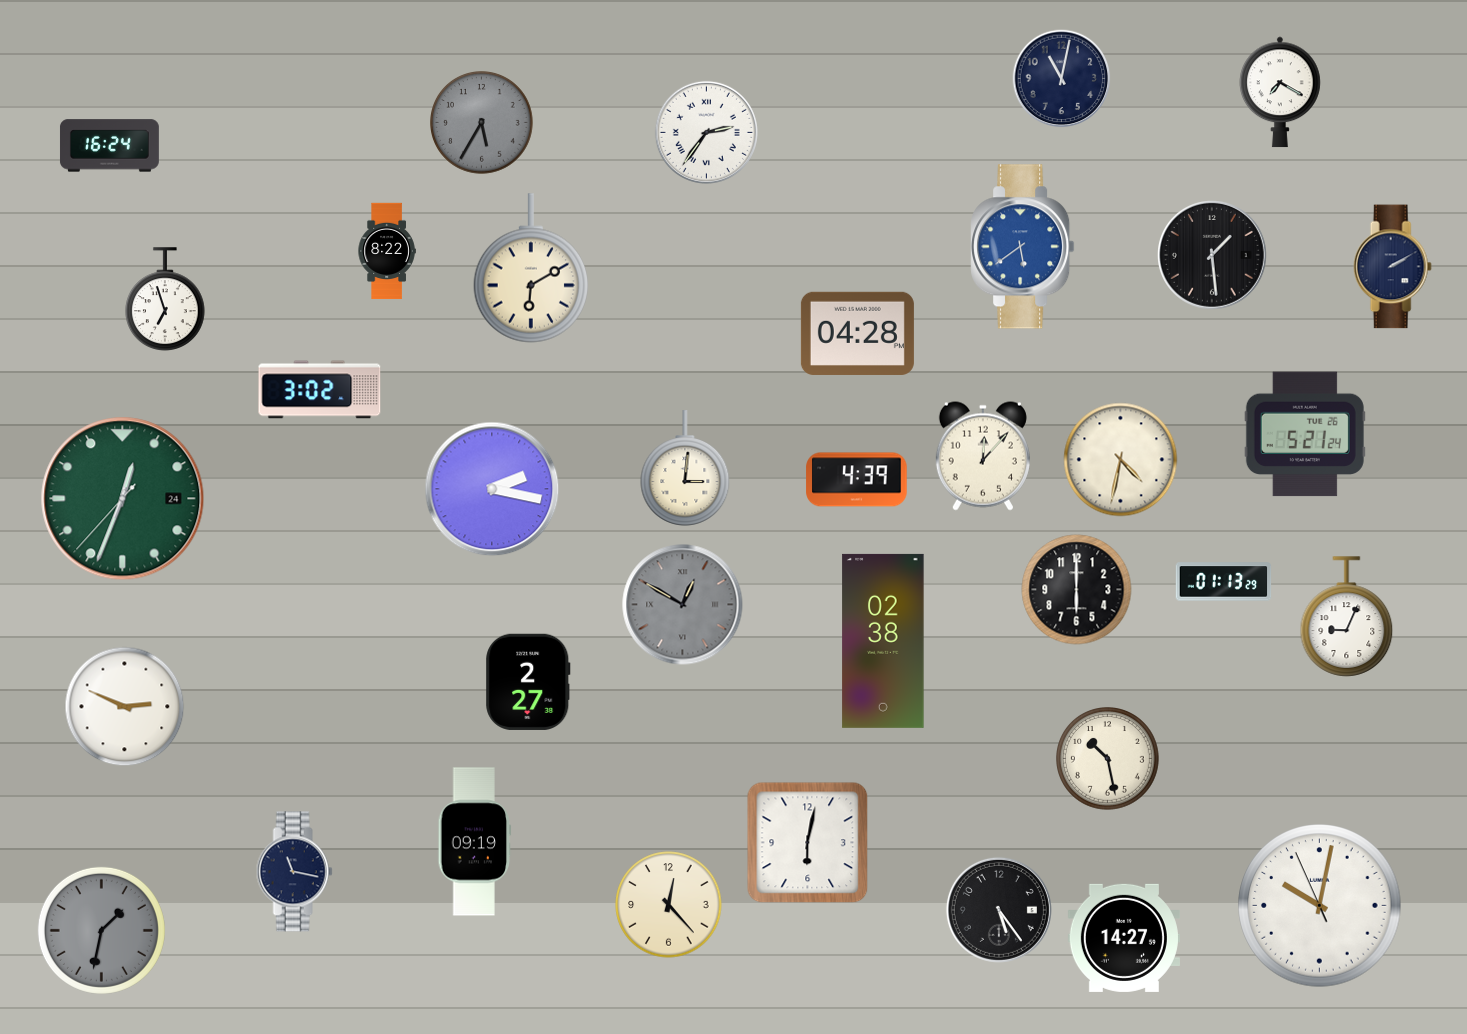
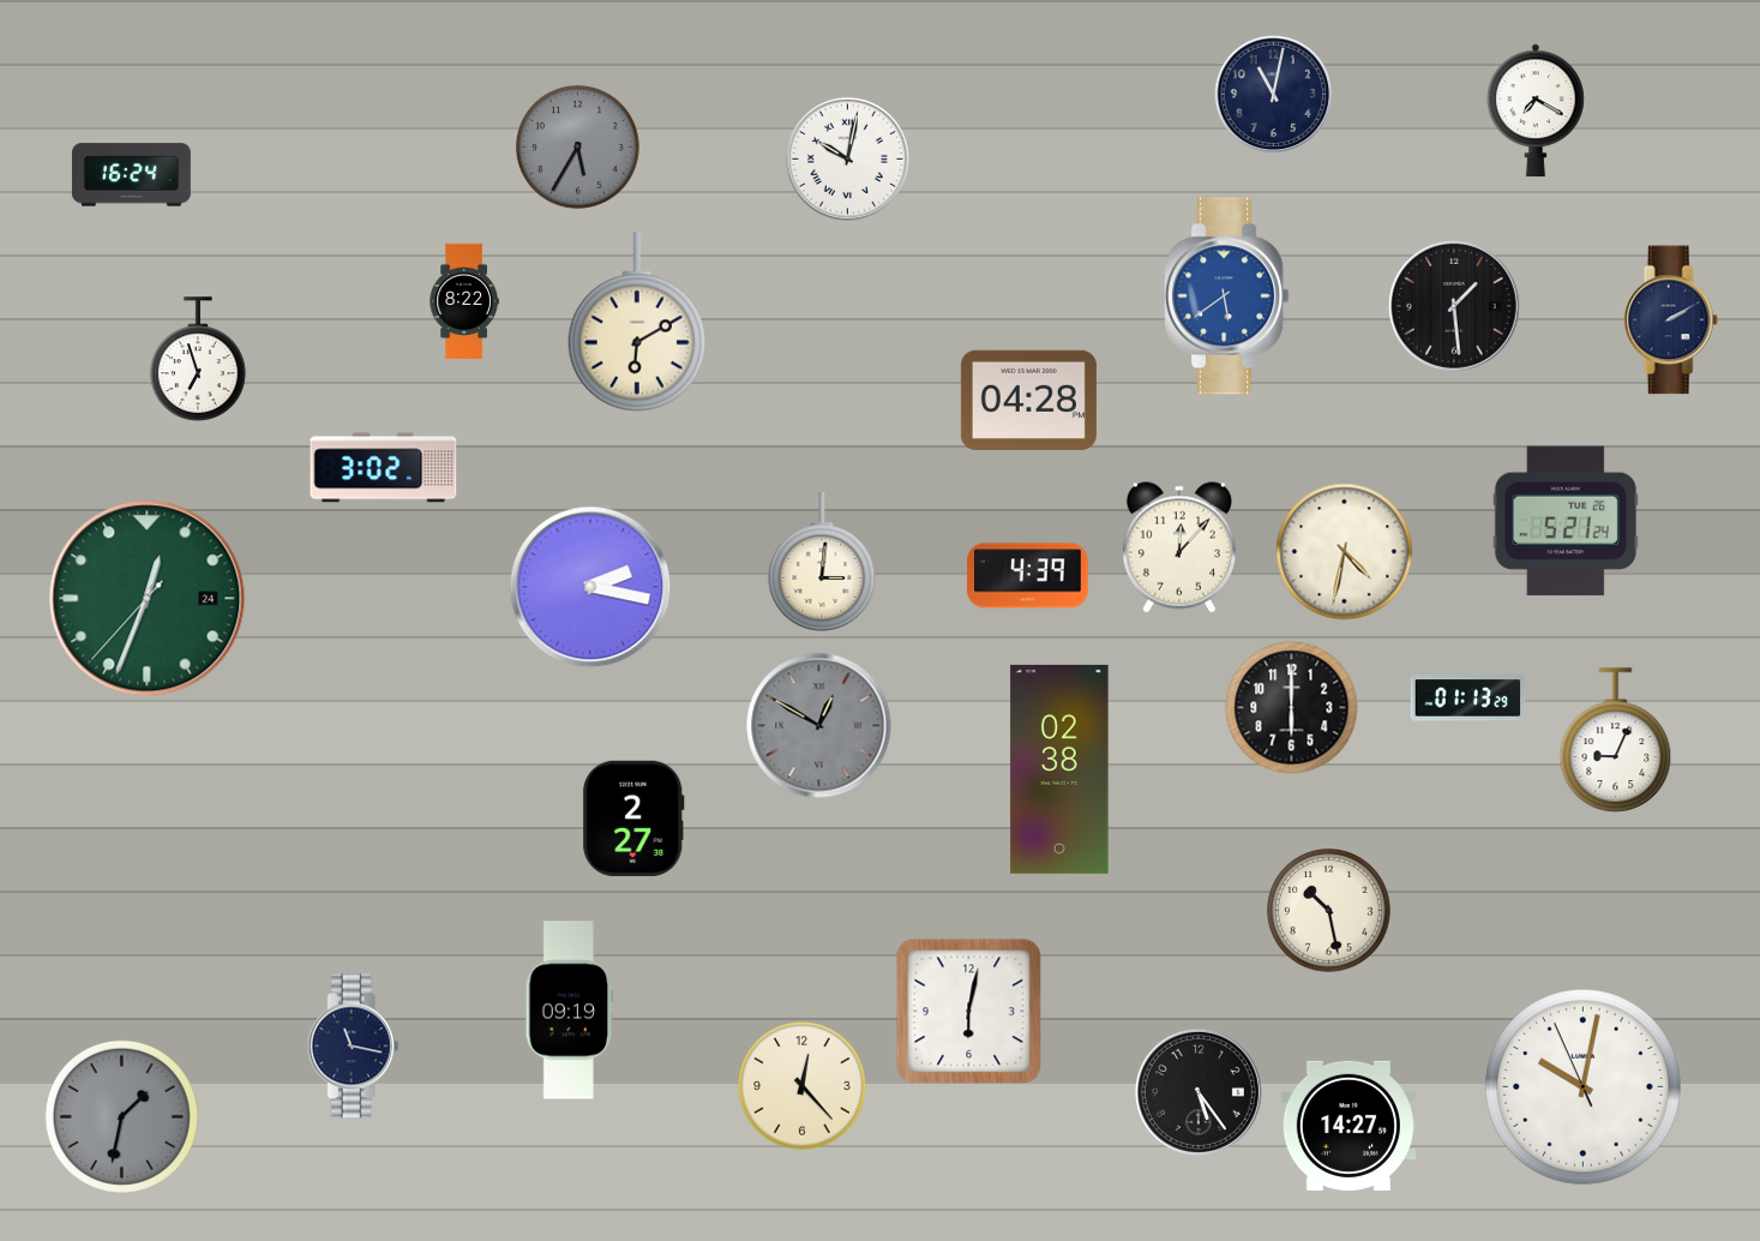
clock at (706, 132): 2:36 -> 10:02
clock at (125, 707): 2:49 -> none
